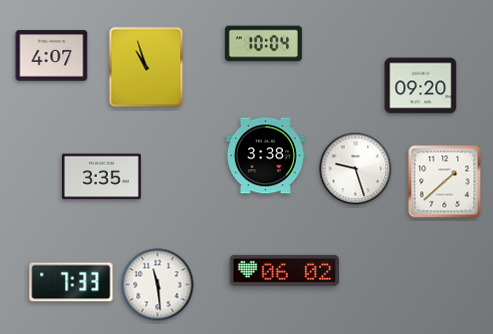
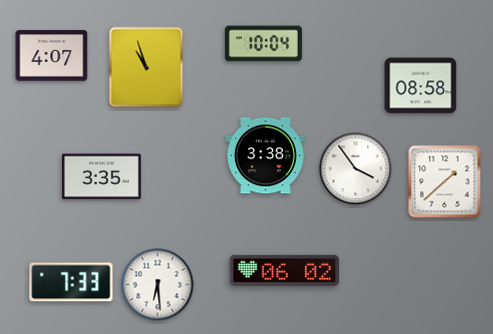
clock at (421, 86): 09:20 -> 08:58
clock at (356, 169): 9:27 -> 3:54
clock at (158, 285): 11:29 -> 6:29
